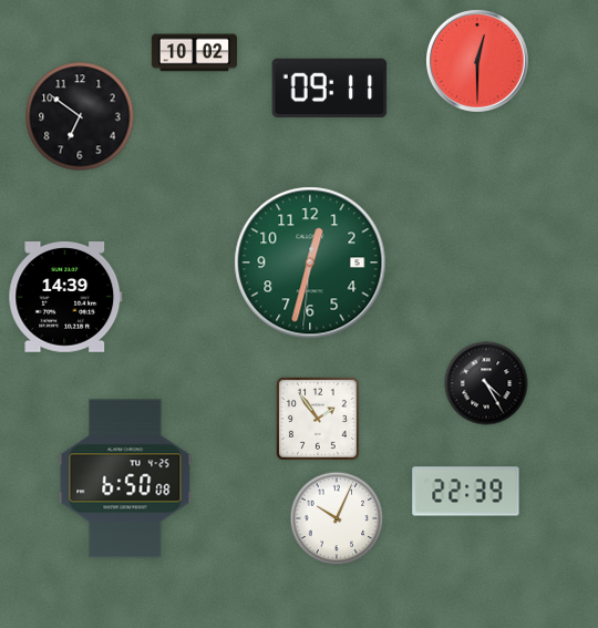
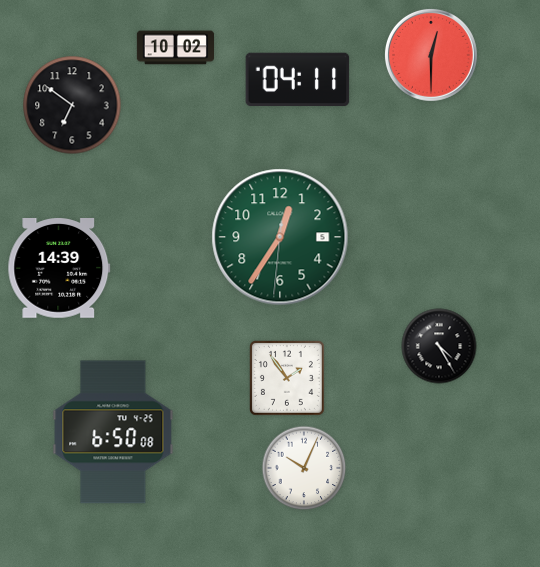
clock at (330, 87): 09:11 -> 04:11
clock at (310, 262): 12:32 -> 12:35
clock at (466, 492): 22:39 -> none
